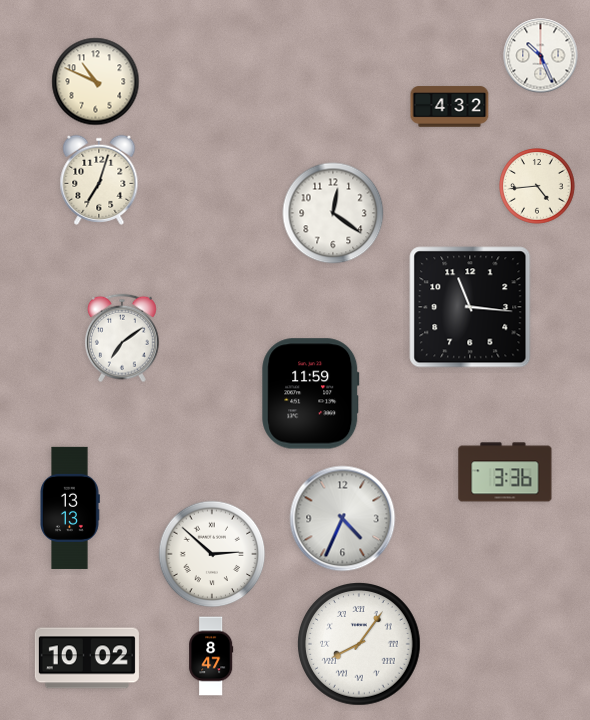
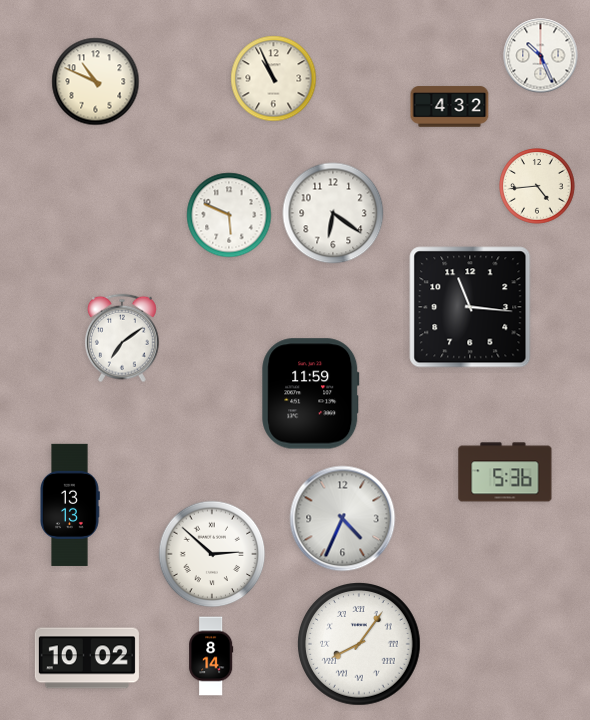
clock at (274, 79): none -> 10:56
clock at (99, 180): 7:03 -> none
clock at (333, 213): 12:21 -> 6:21
clock at (229, 215): none -> 5:49
clock at (505, 472): 3:36 -> 5:36
clock at (70, 508) position: (70, 508) -> (70, 505)
clock at (211, 656): 8:47 -> 8:14
